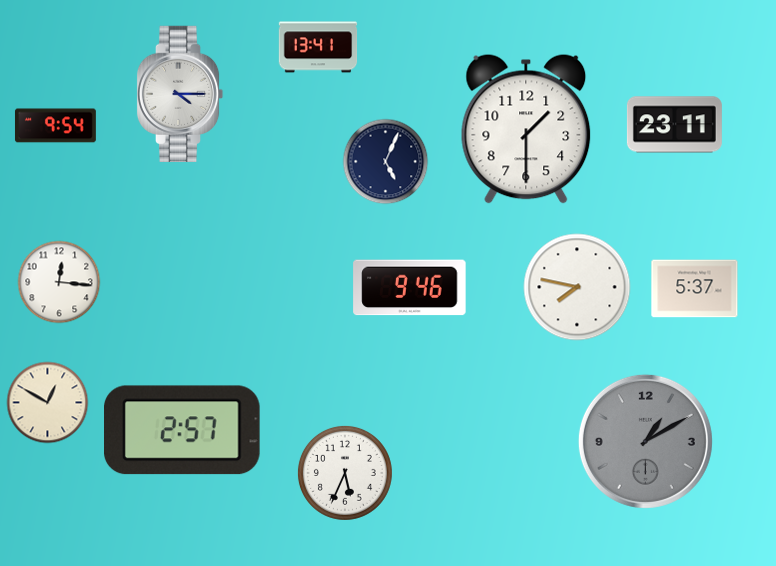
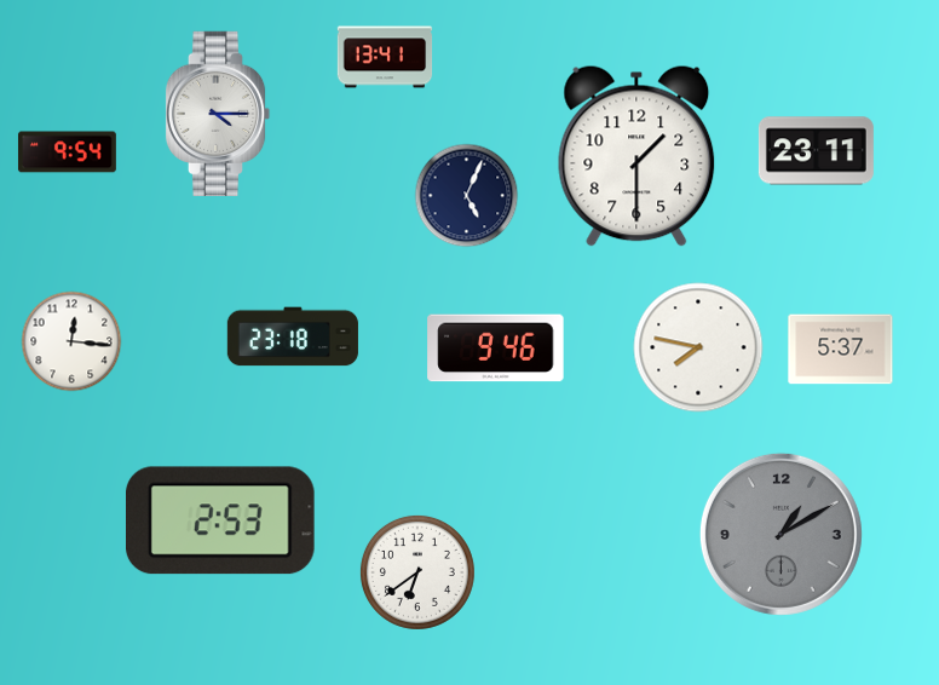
clock at (293, 336): none -> 23:18
clock at (48, 403): 12:50 -> none
clock at (183, 430): 2:57 -> 2:53
clock at (345, 473): 5:34 -> 6:39
